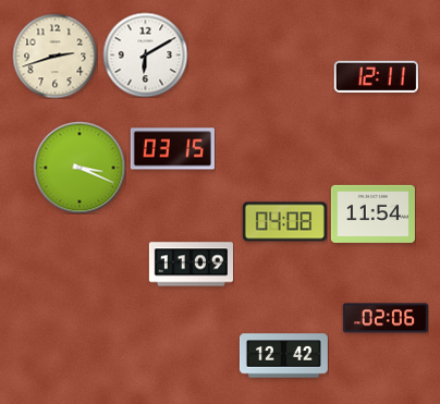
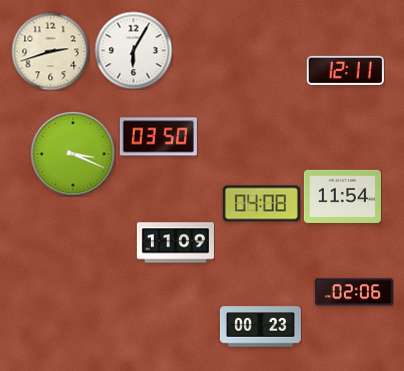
clock at (145, 54): 6:10 -> 6:05
clock at (172, 149): 03:15 -> 03:50
clock at (283, 356): 12:42 -> 00:23
